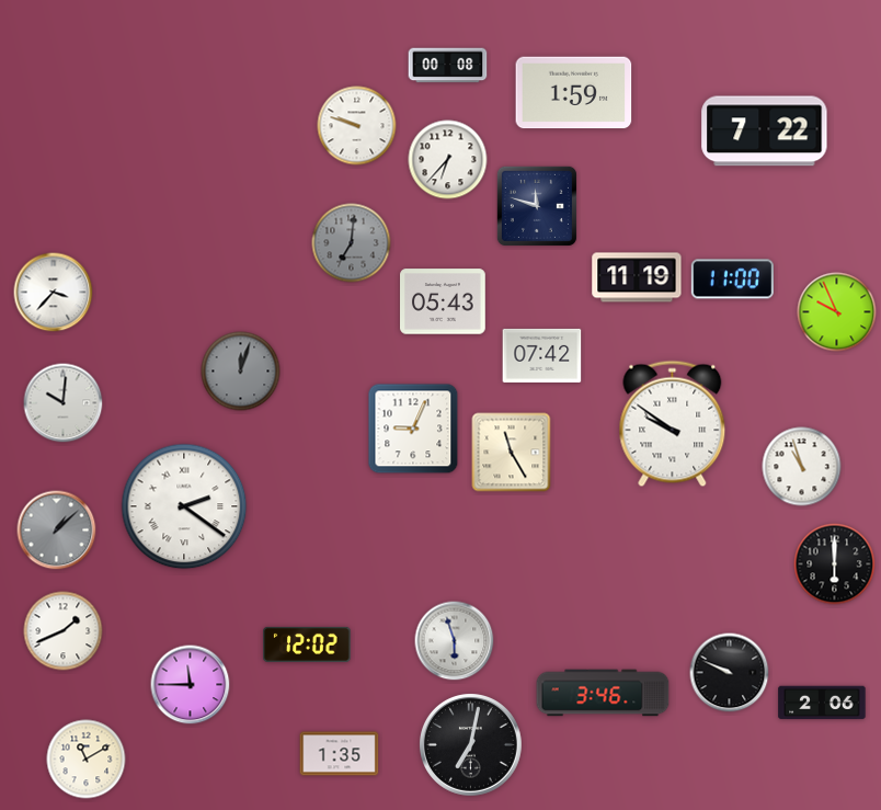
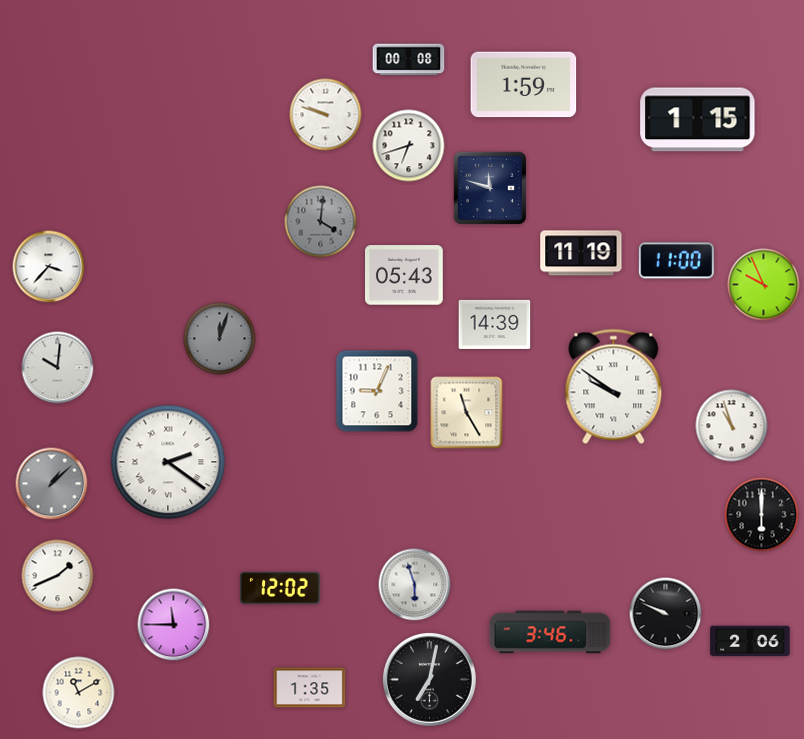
clock at (765, 132): 7:22 -> 1:15
clock at (448, 160): 6:37 -> 6:42
clock at (352, 243): 7:01 -> 4:01
clock at (732, 279) position: (732, 279) -> (676, 261)
clock at (542, 355): 07:42 -> 14:39
